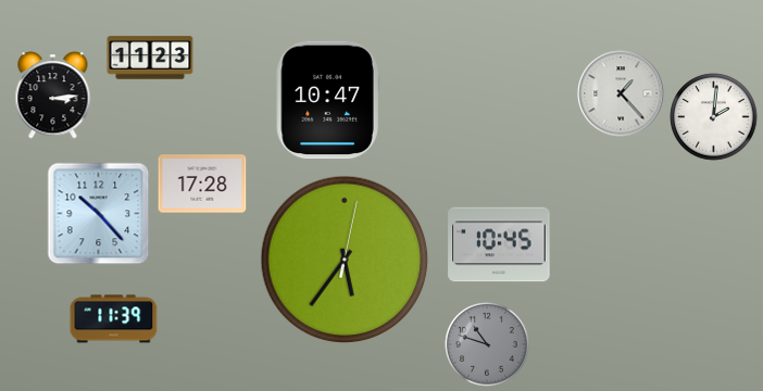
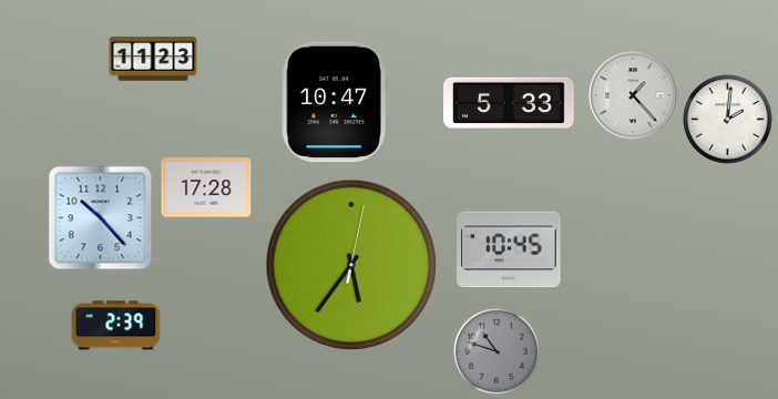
clock at (53, 96): 3:14 -> none
clock at (509, 103): none -> 5:33
clock at (114, 319): 11:39 -> 2:39
